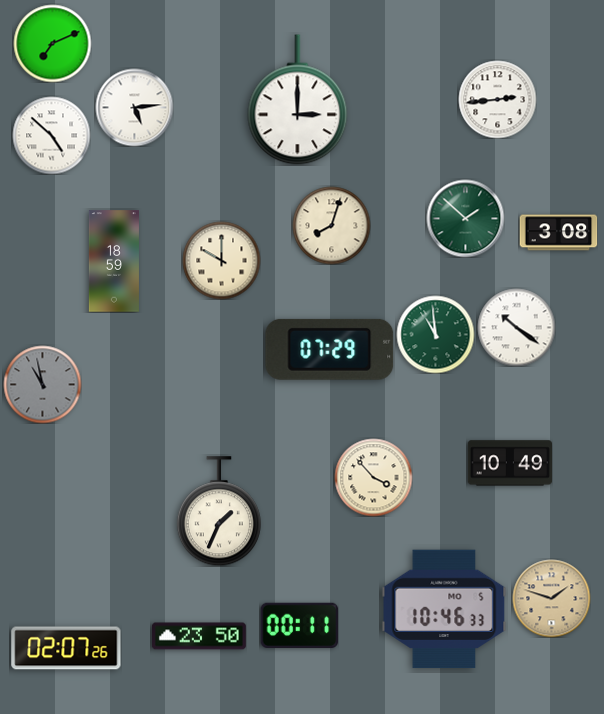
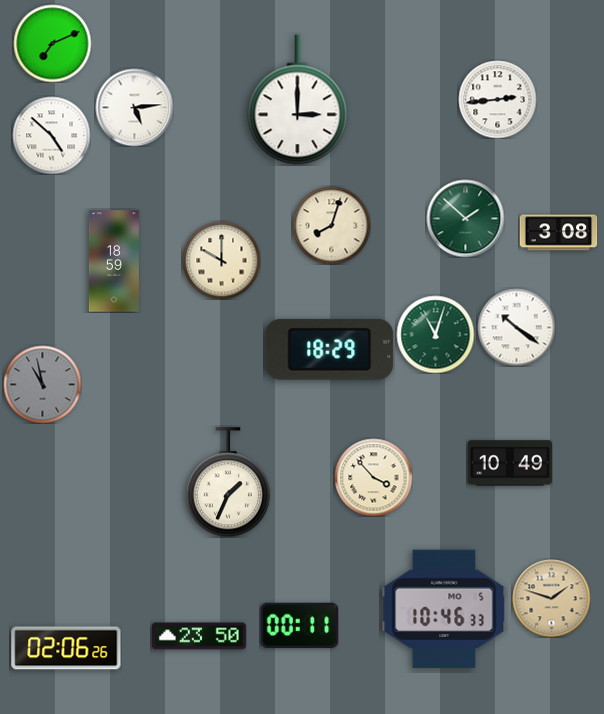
clock at (435, 334): 10:59 -> 11:03
clock at (330, 349): 07:29 -> 18:29
clock at (219, 511) position: (219, 511) -> (228, 482)
clock at (66, 648): 02:07 -> 02:06
